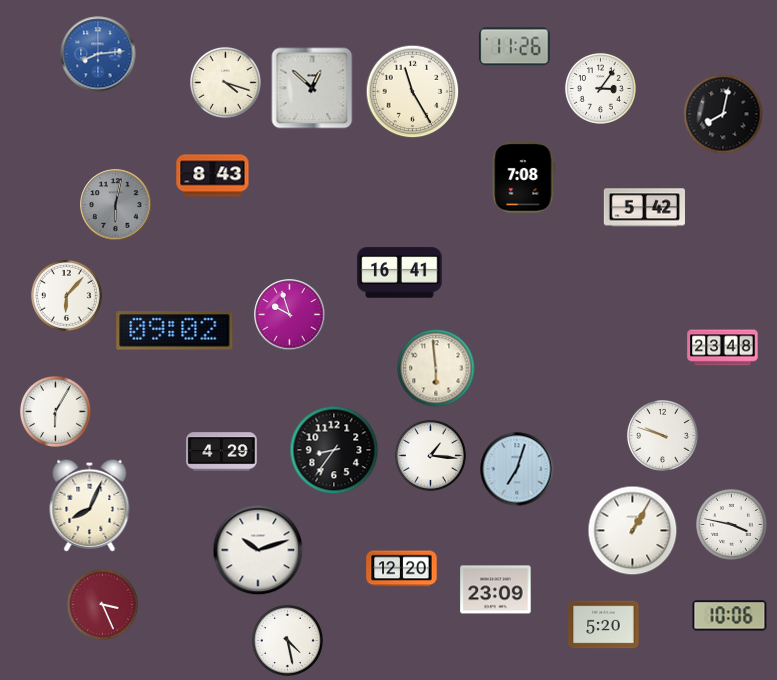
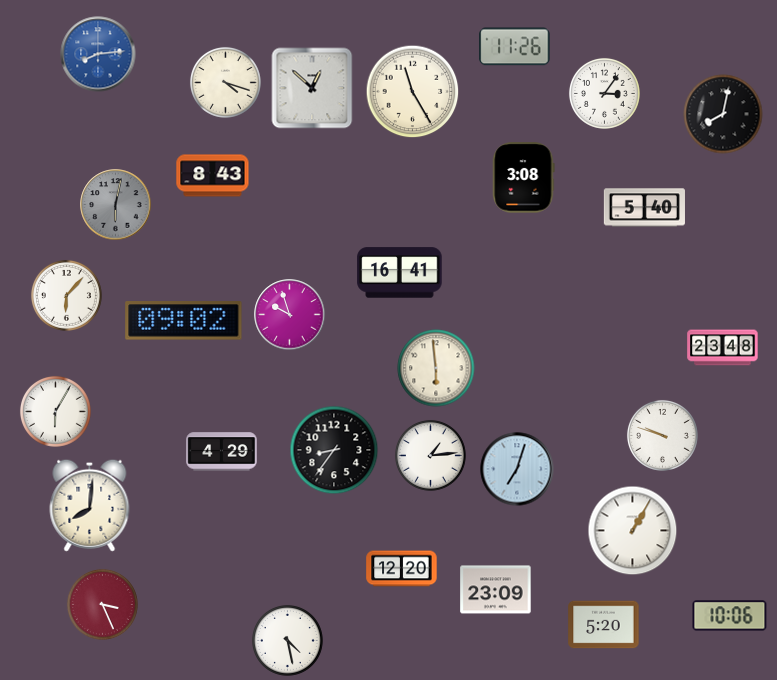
clock at (600, 88) position: (600, 88) -> (604, 93)
clock at (524, 178): 7:08 -> 3:08
clock at (644, 208): 5:42 -> 5:40
clock at (175, 331) position: (175, 331) -> (184, 321)
clock at (430, 455): 1:16 -> 1:14
clock at (90, 505): 8:04 -> 8:01
clock at (731, 524): 3:47 -> none
clock at (258, 550): 10:12 -> none
